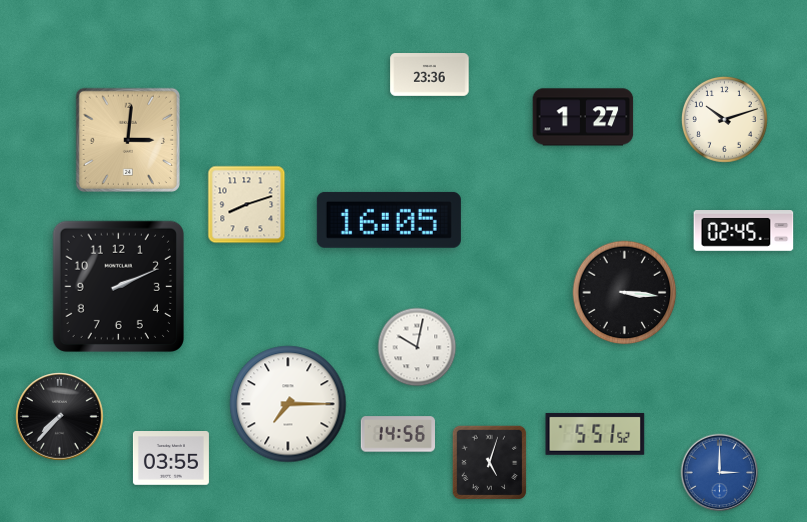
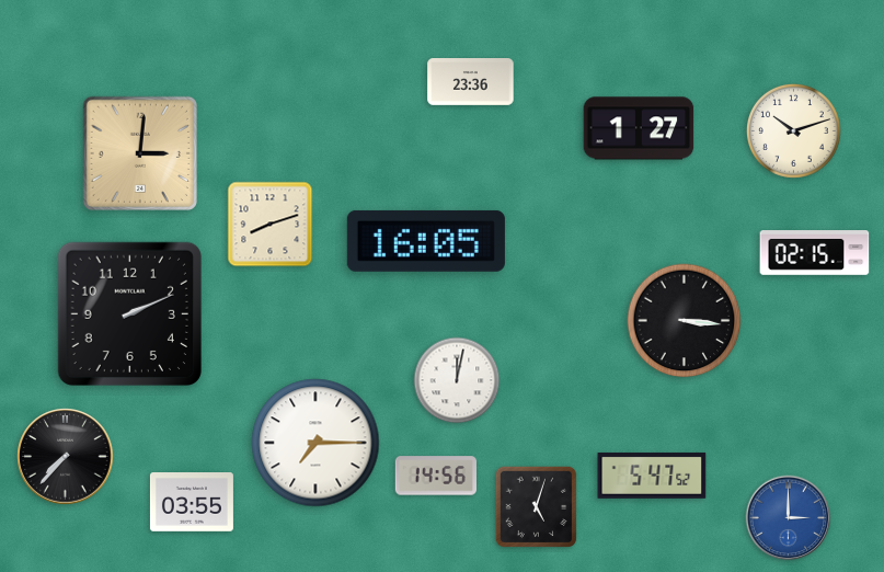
clock at (744, 231): 02:45 -> 02:15
clock at (417, 347): 10:02 -> 12:02
clock at (595, 434): 5:51 -> 5:47
clock at (171, 459) position: (171, 459) -> (192, 503)
